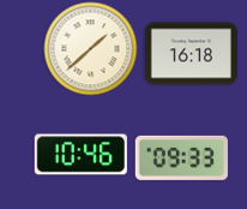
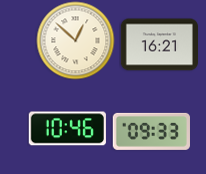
clock at (90, 48): 1:38 -> 12:52
clock at (191, 54): 16:18 -> 16:21
